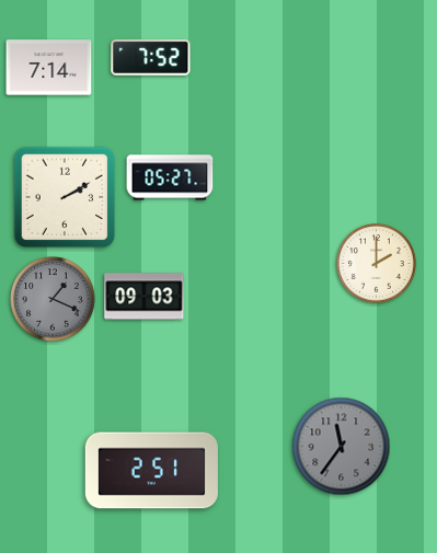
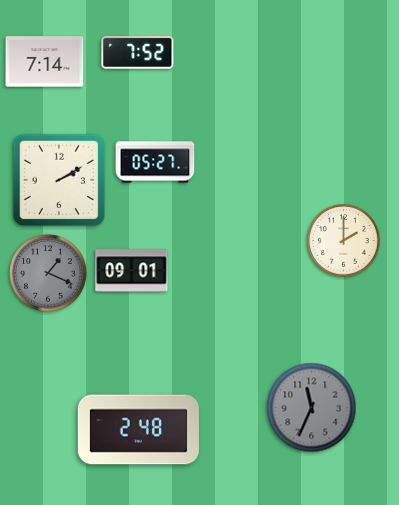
clock at (145, 297): 09:03 -> 09:01
clock at (342, 447): 11:36 -> 11:34
clock at (151, 471): 2:51 -> 2:48
